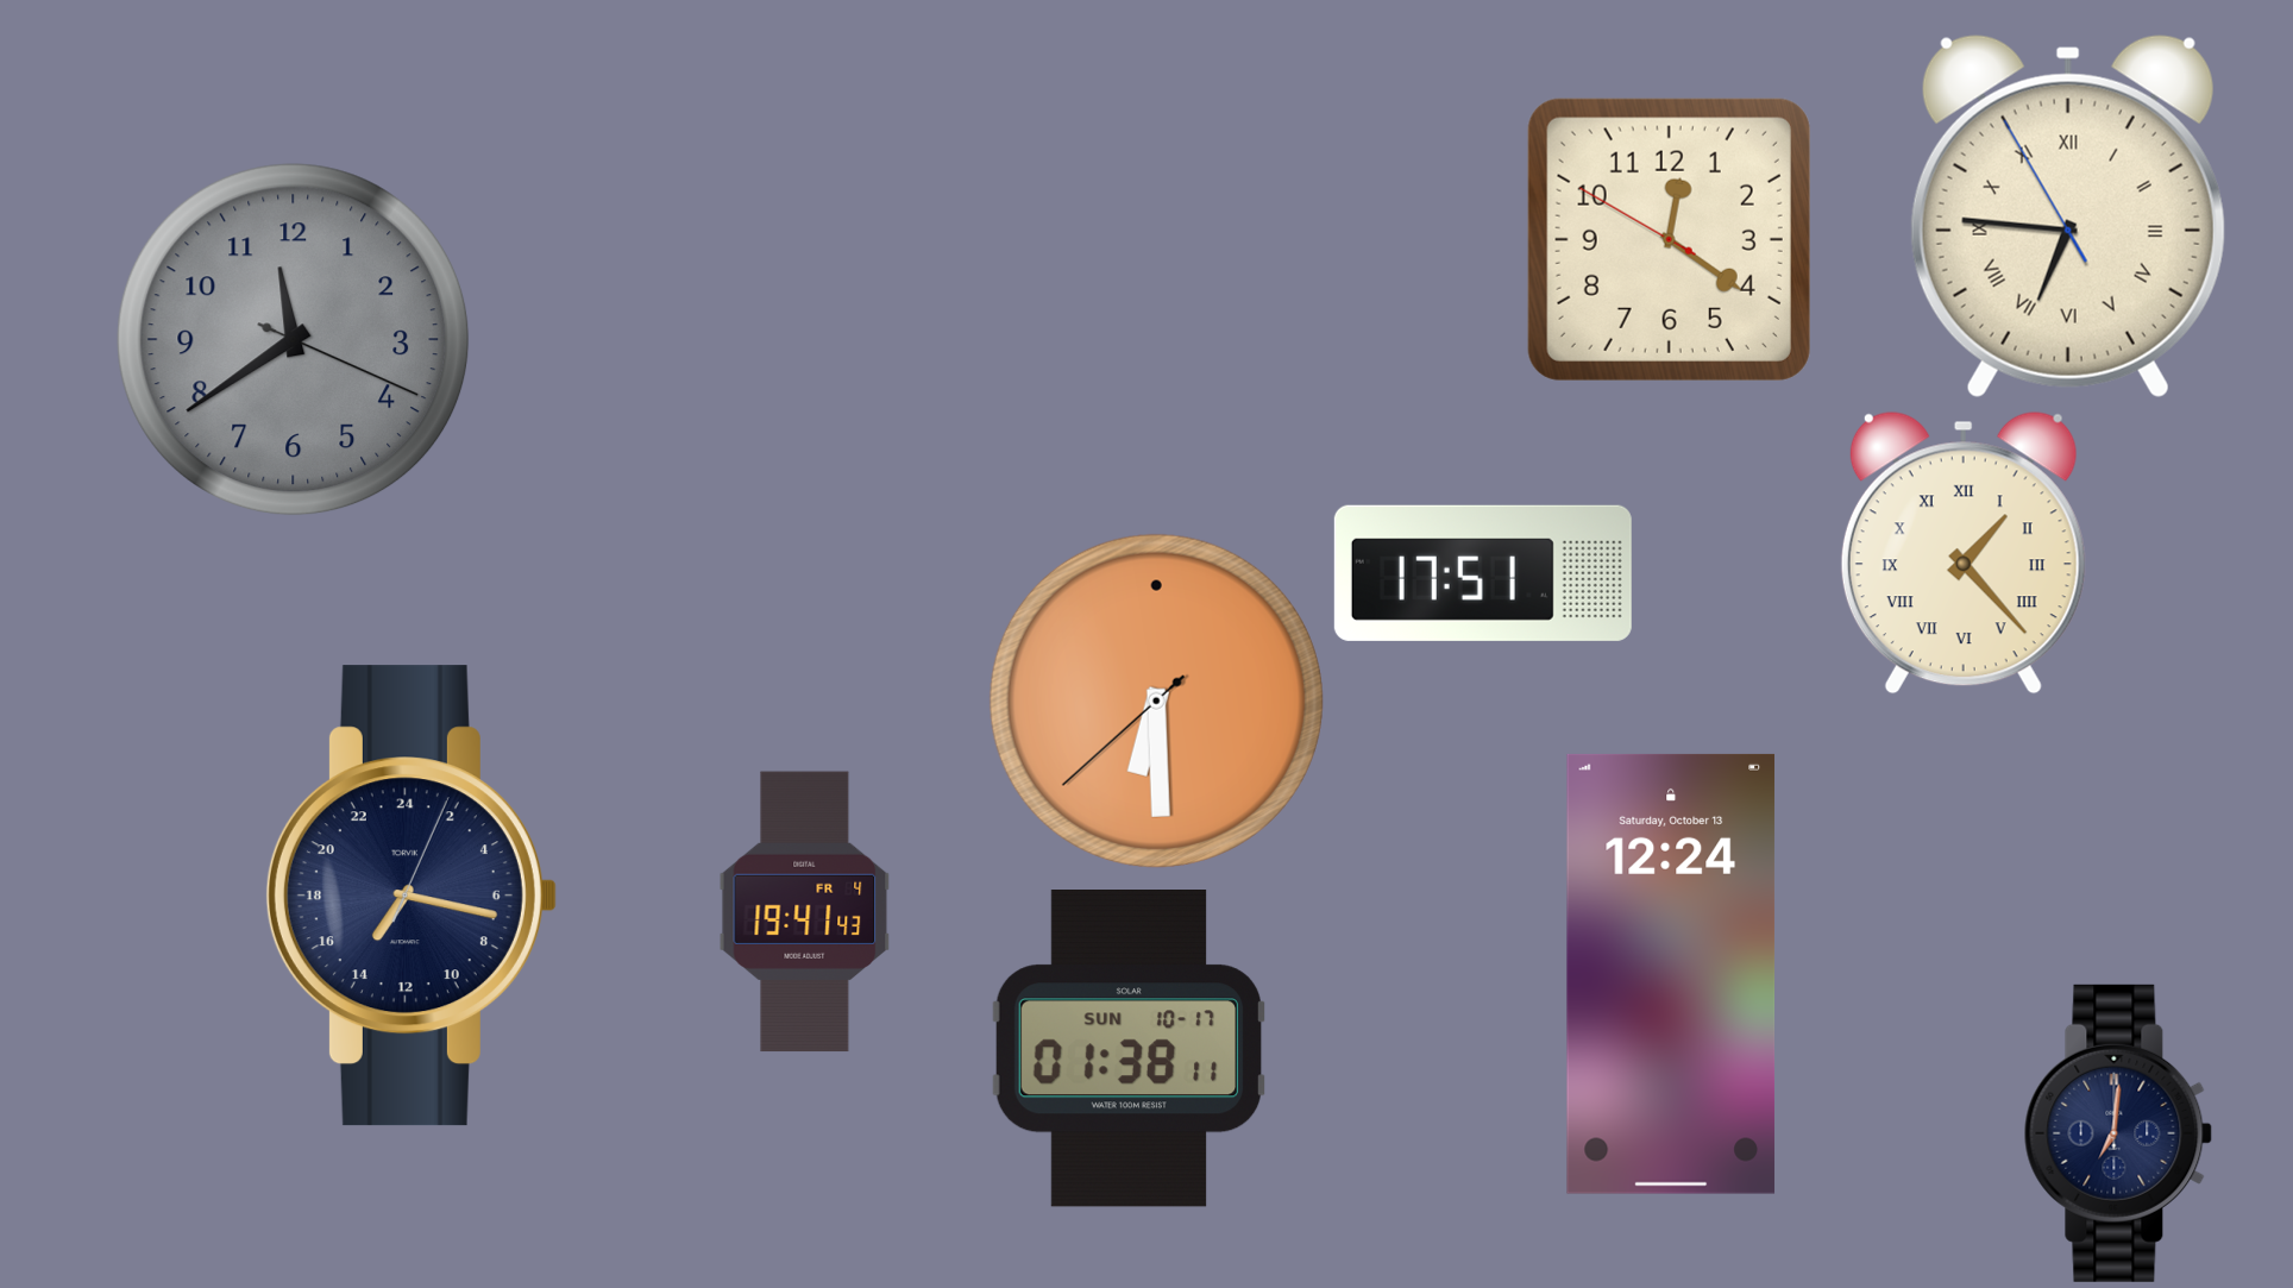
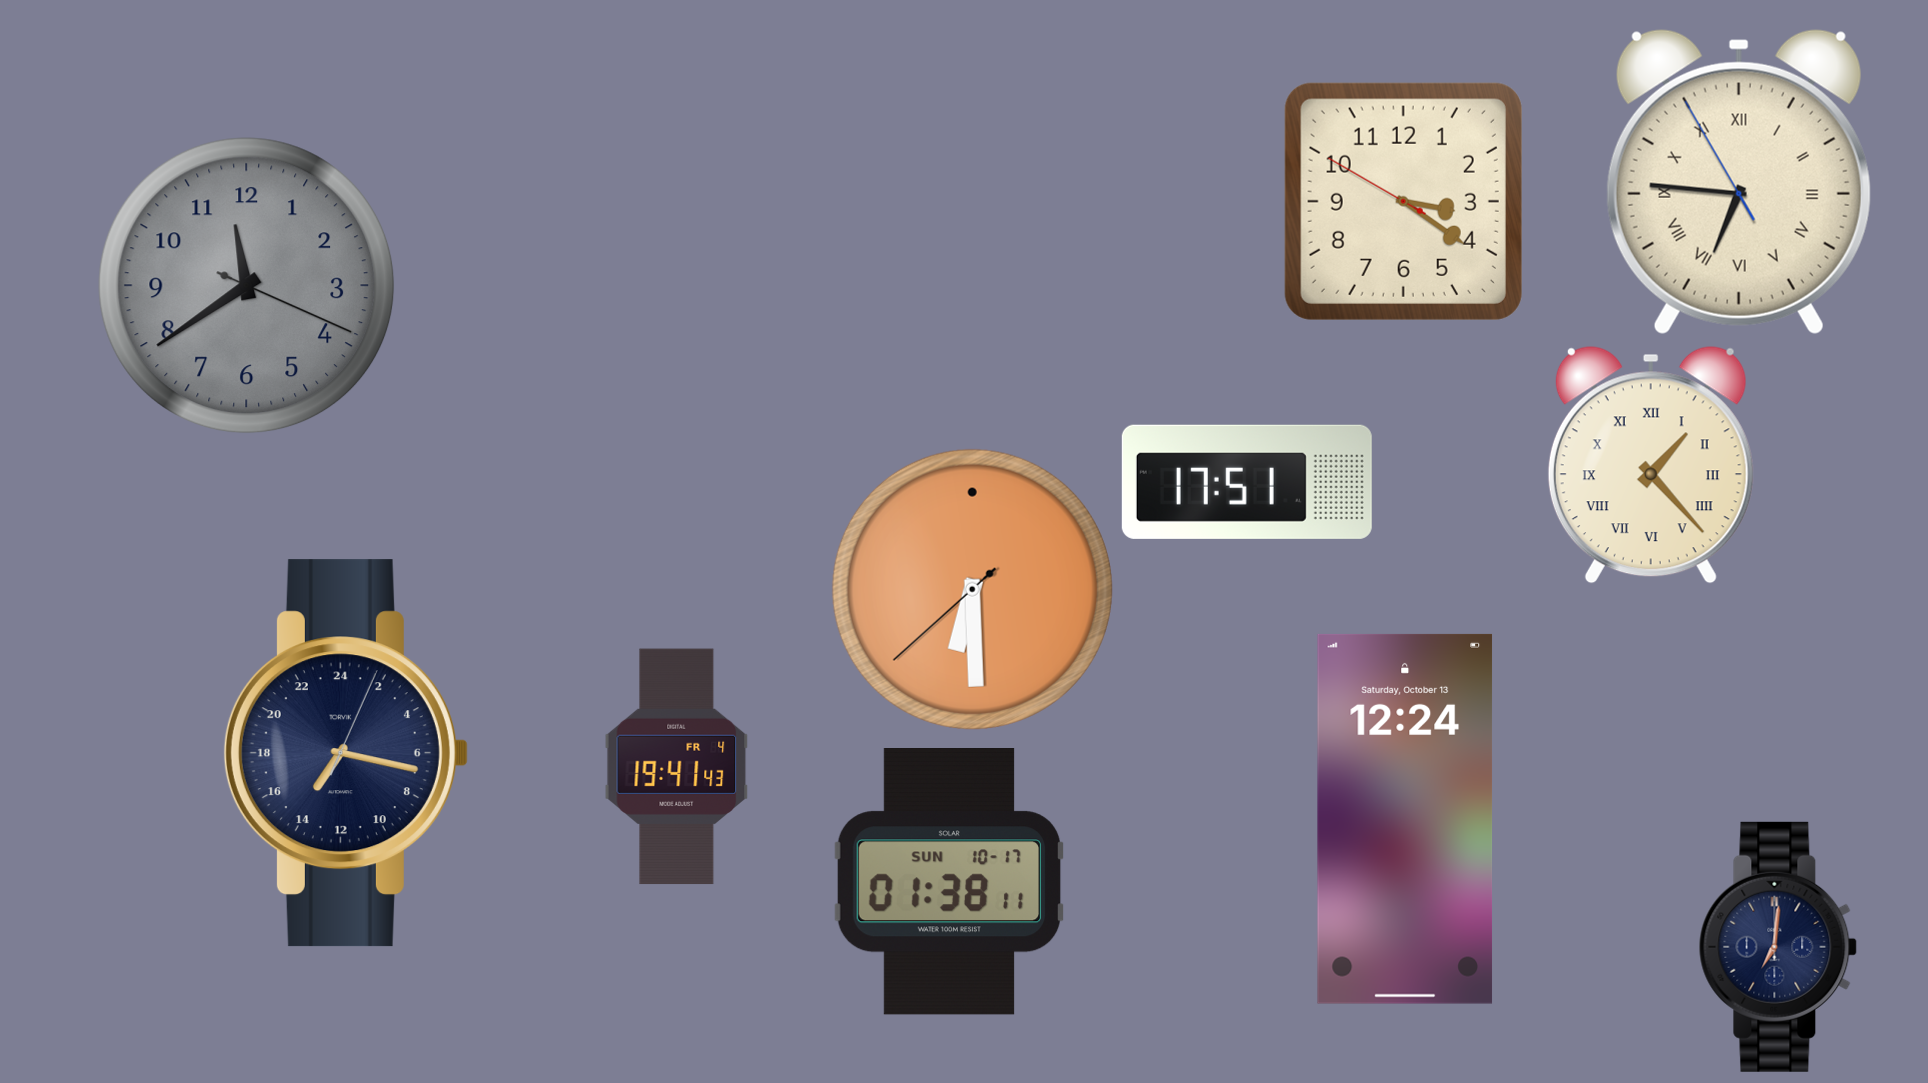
clock at (1669, 239): 12:20 -> 3:20
clock at (2118, 1133) position: (2118, 1133) -> (1778, 947)
